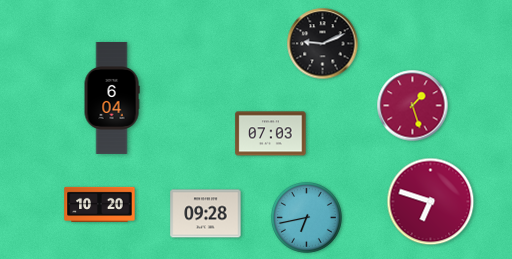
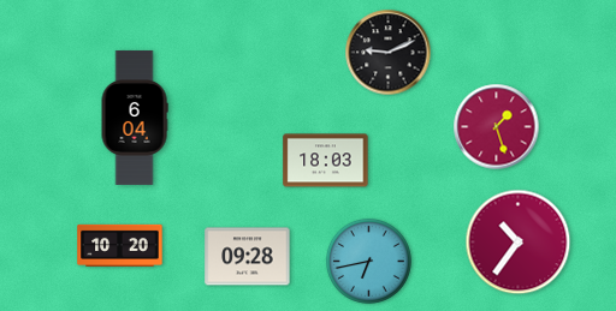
clock at (271, 134): 07:03 -> 18:03
clock at (431, 202): 6:48 -> 10:36
